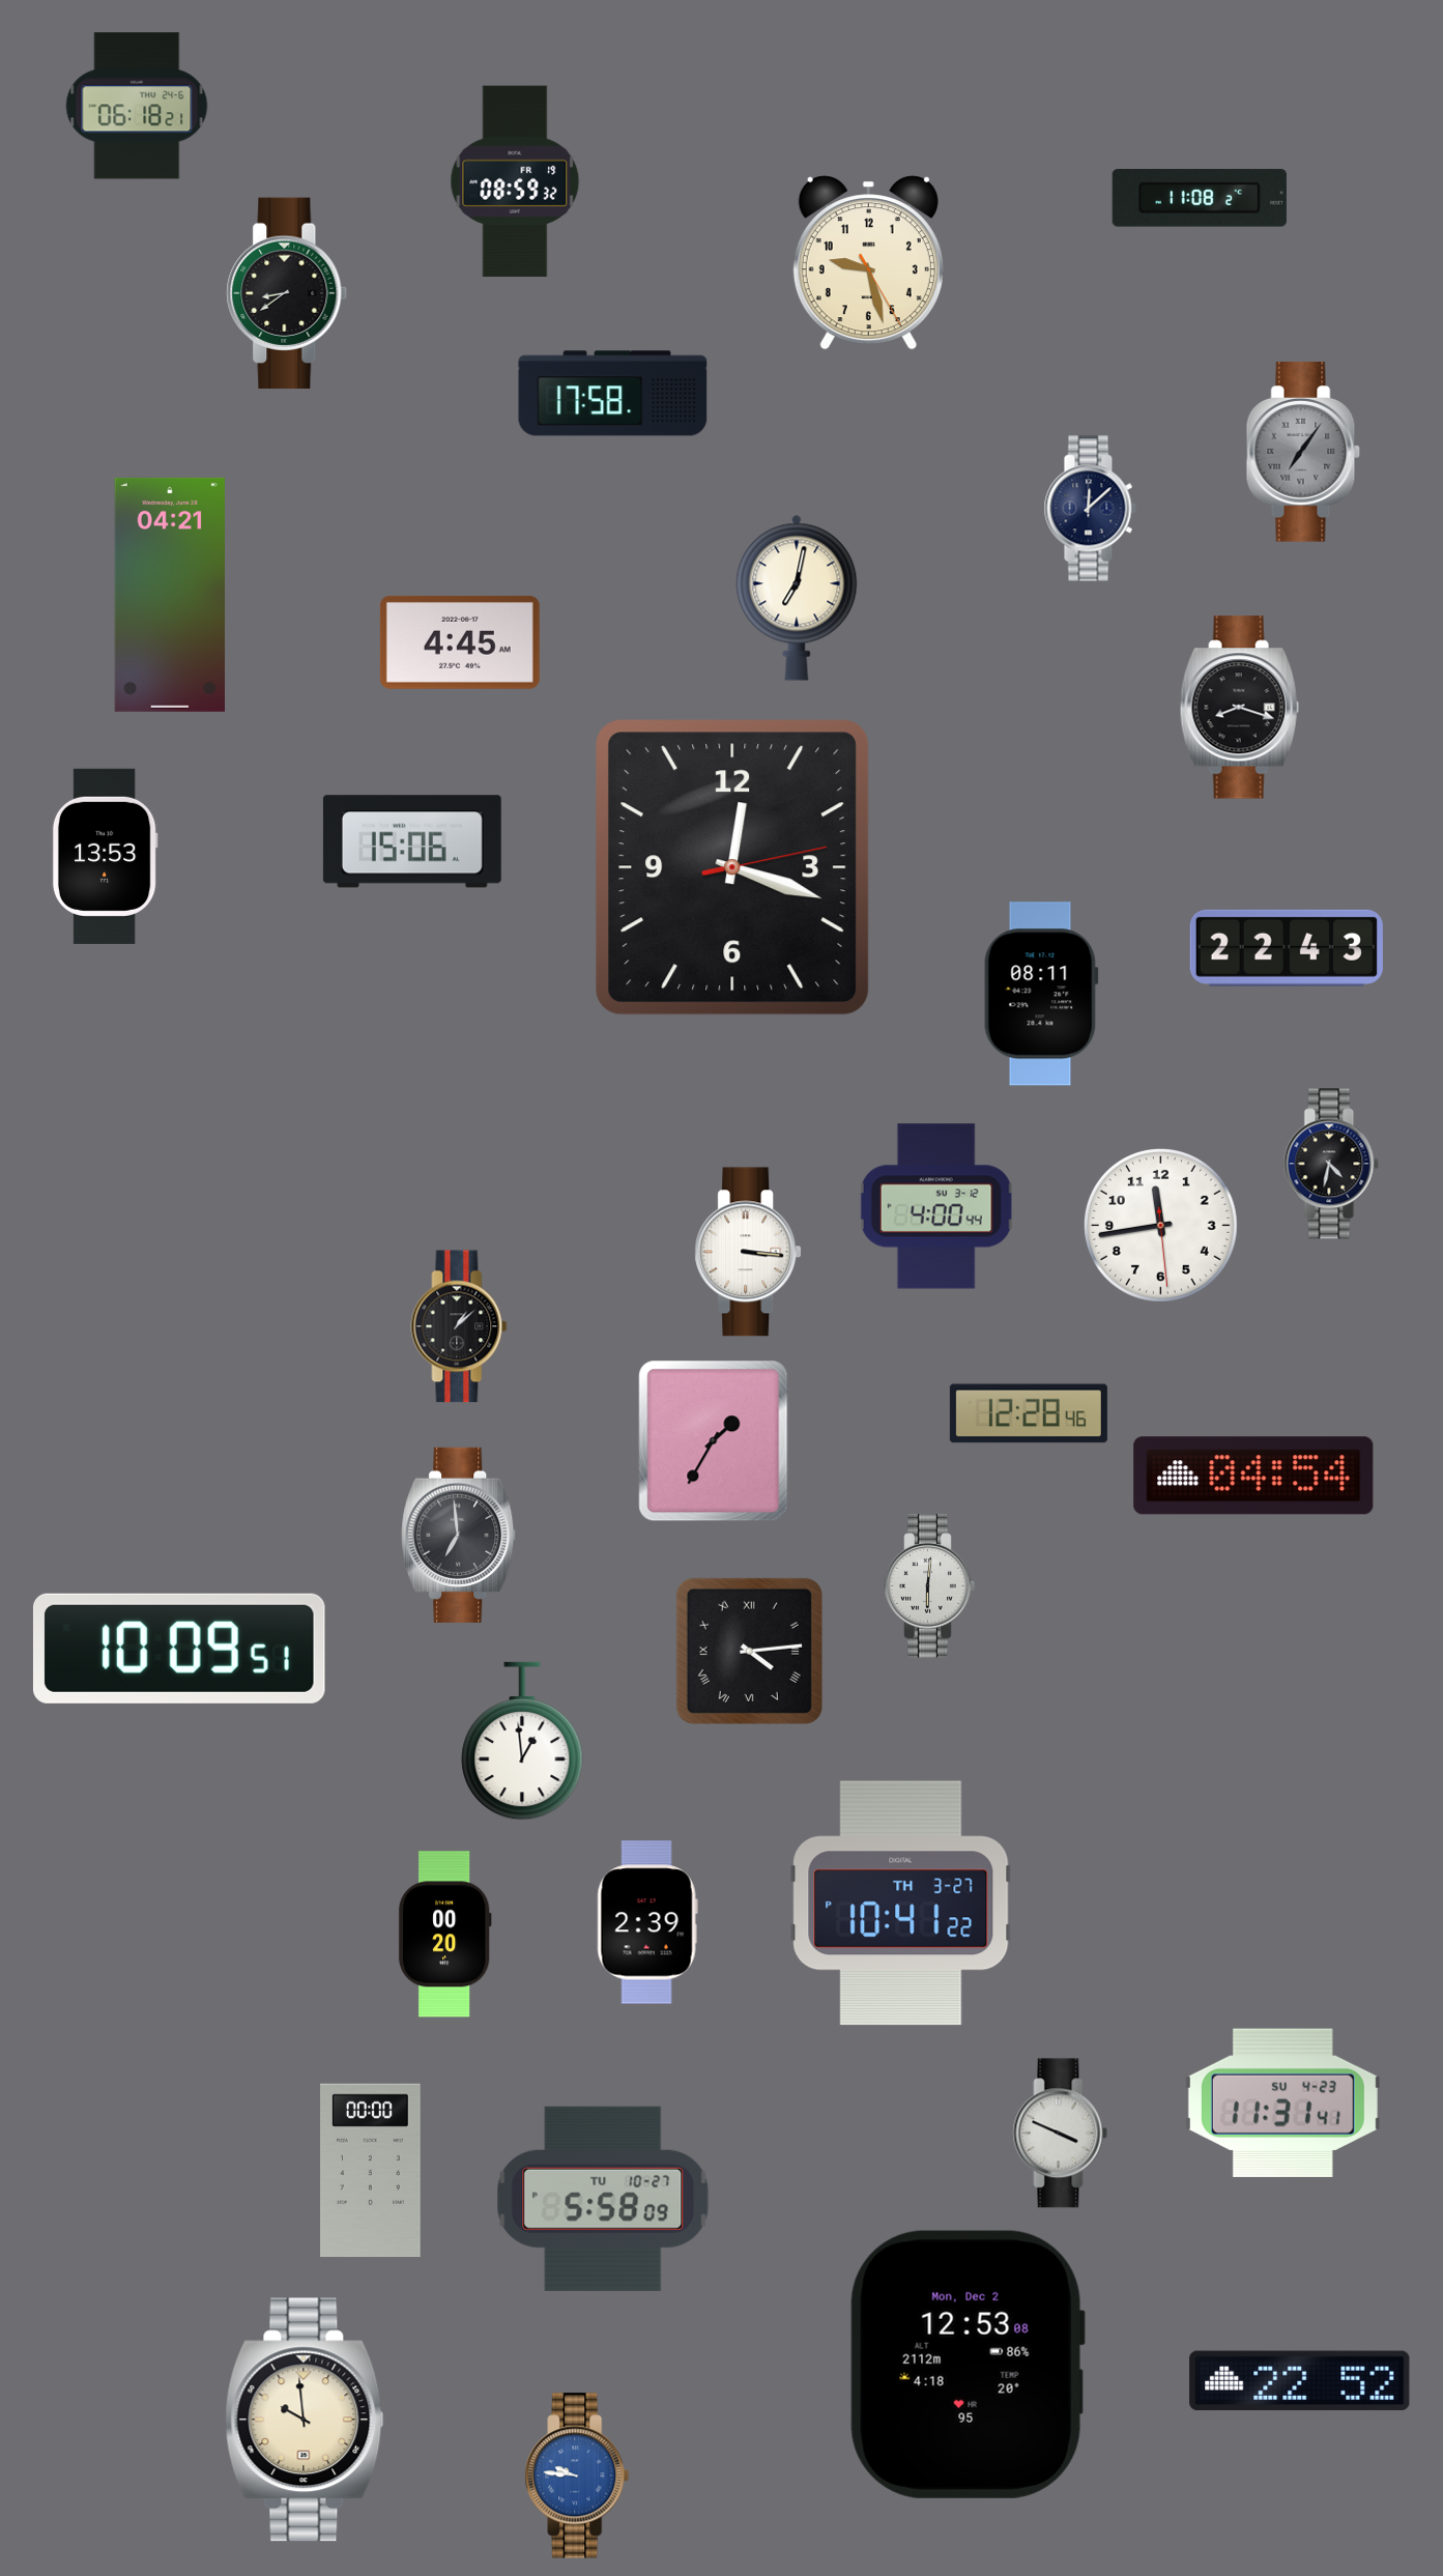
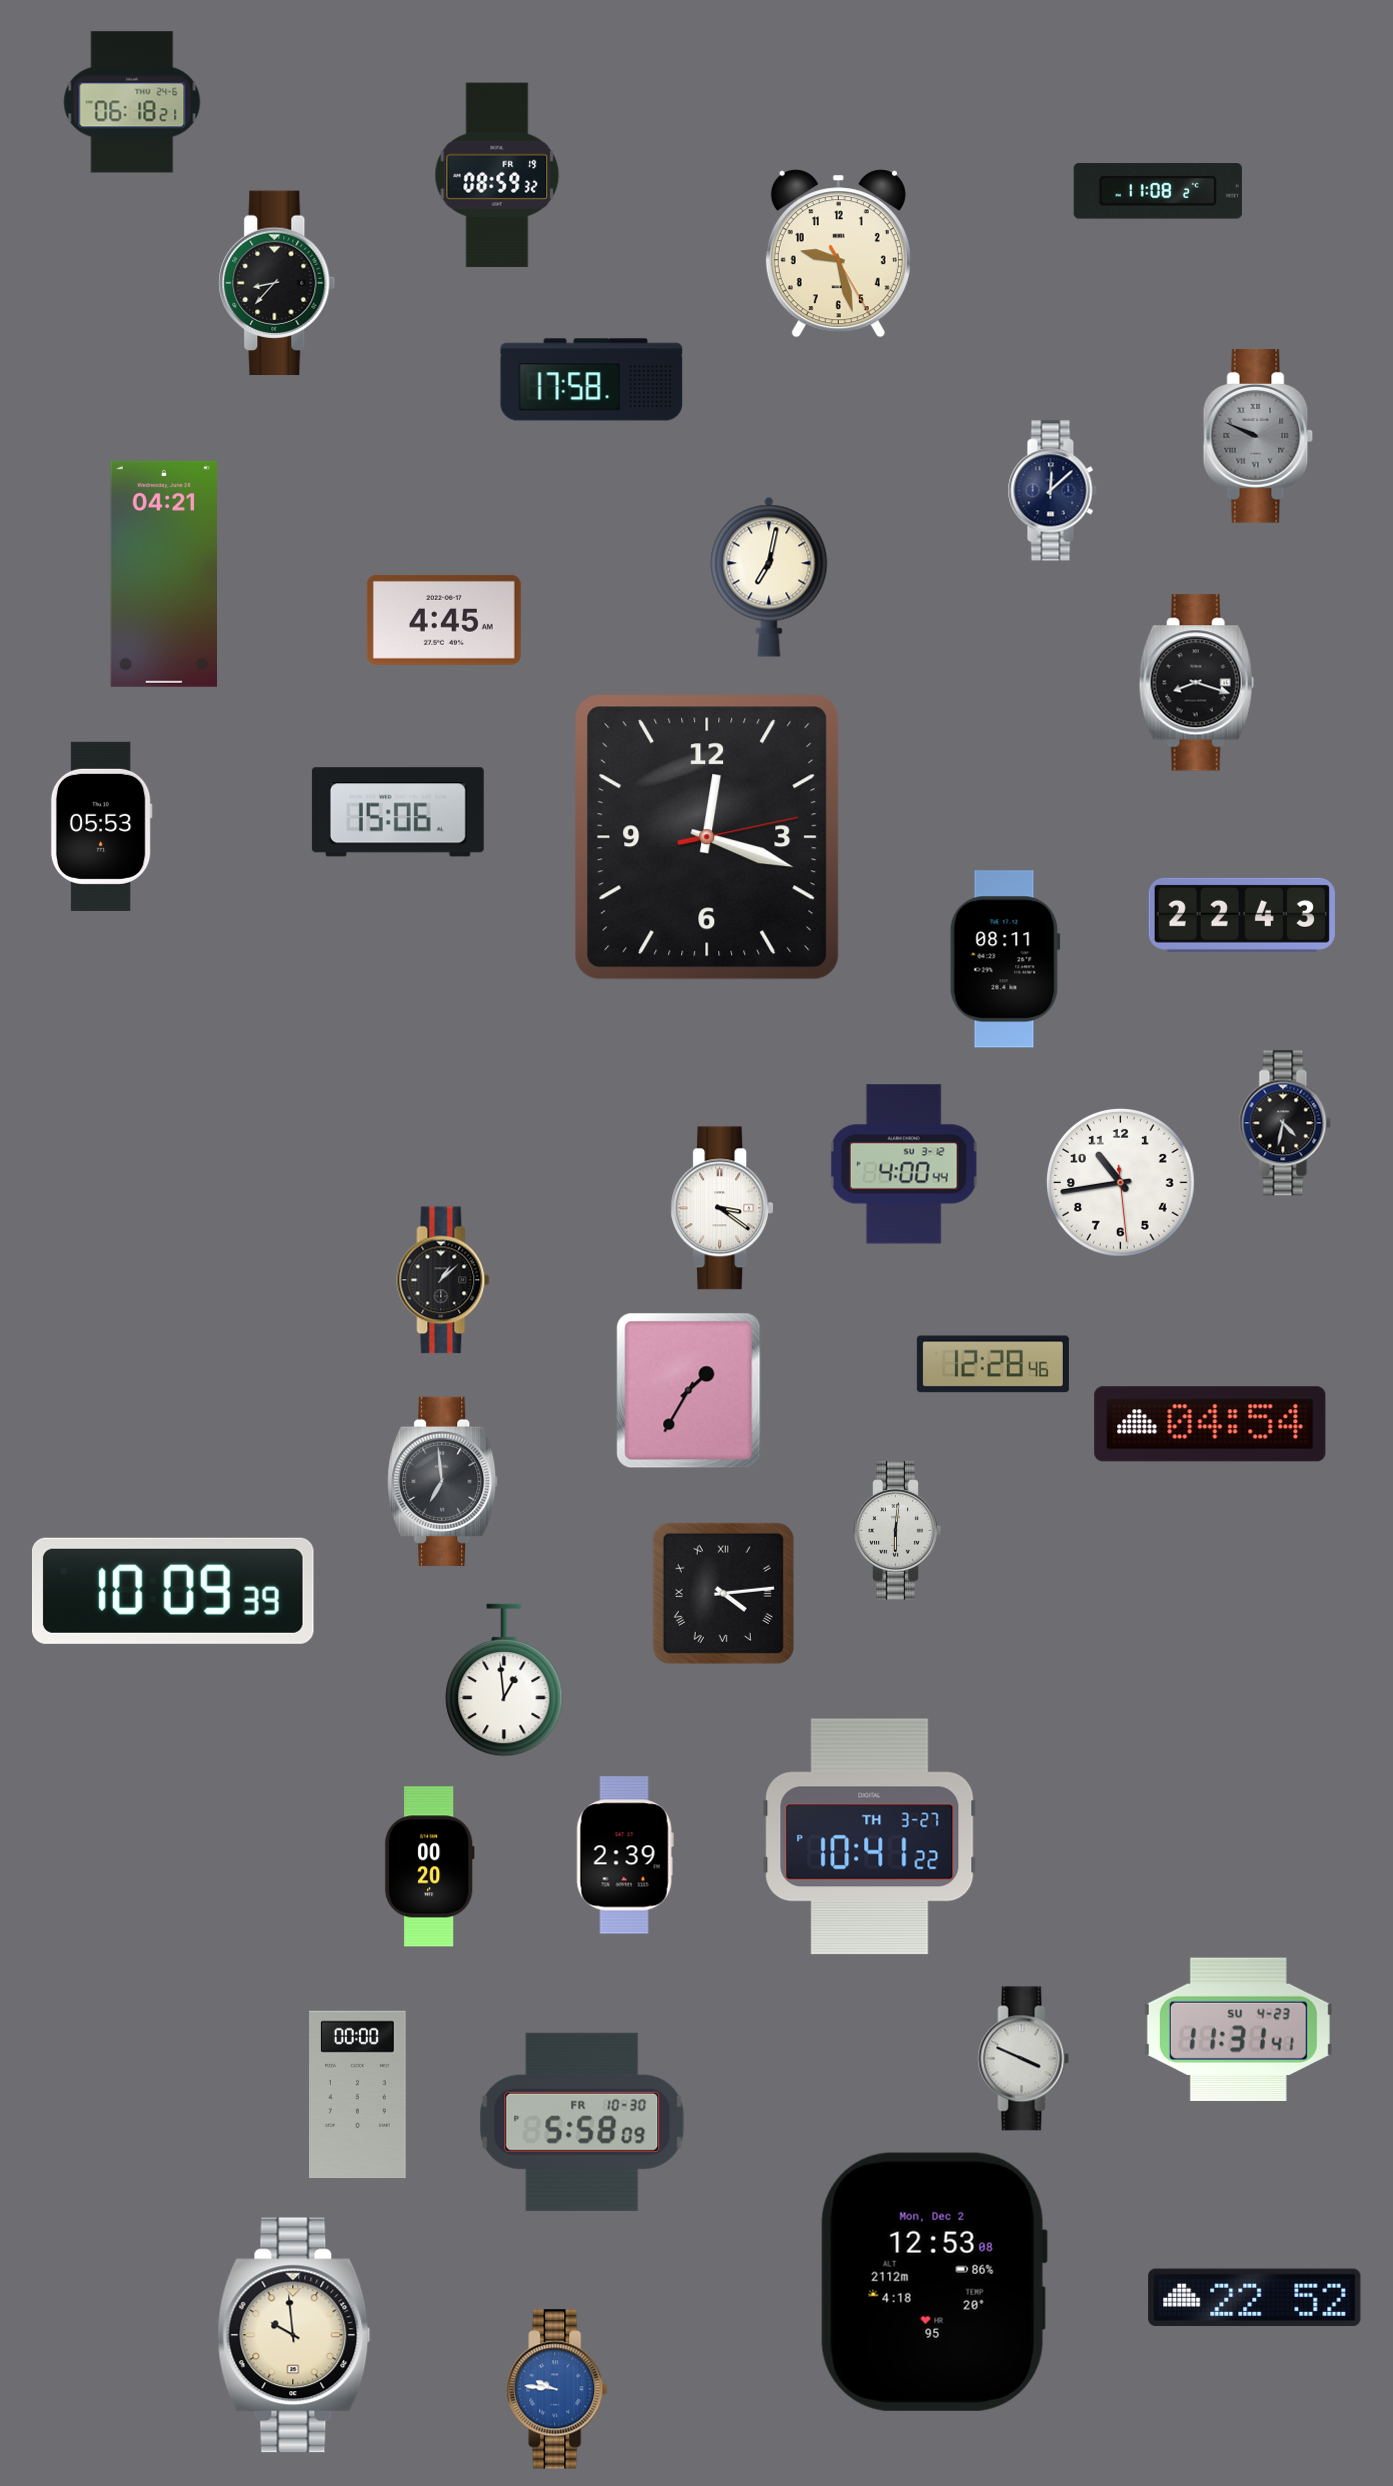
clock at (287, 293): 8:39 -> 8:37
clock at (1303, 452): 7:06 -> 9:49
clock at (105, 856): 13:53 -> 05:53
clock at (1161, 1226): 11:43 -> 10:43
clock at (748, 1252): 3:16 -> 3:21
clock at (179, 1649): 10:09:51 -> 10:09:39
clock at (603, 2199) date: TU 10-27 -> FR 10-30
